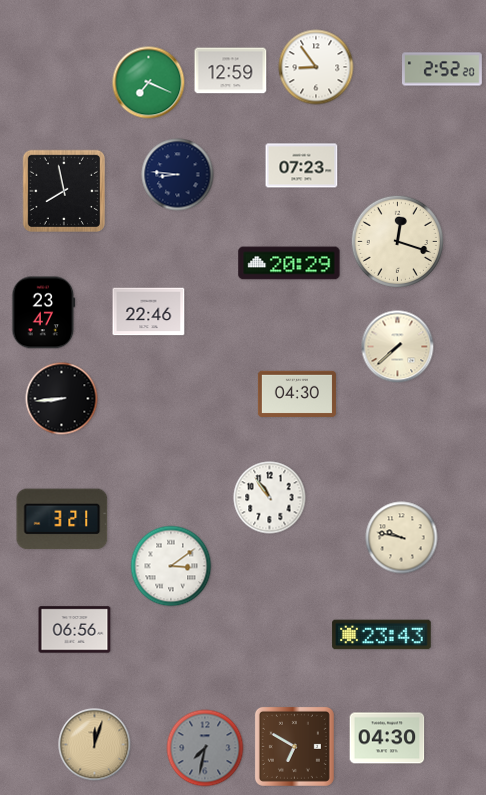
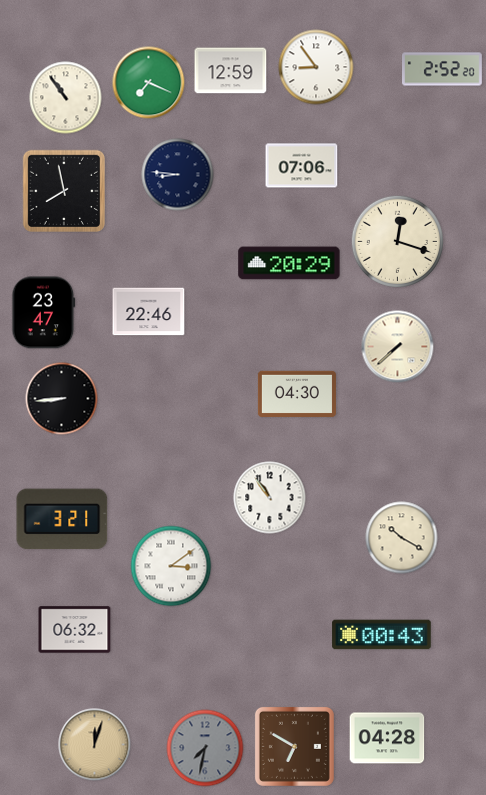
clock at (66, 98): none -> 10:54
clock at (302, 166): 07:23 -> 07:06
clock at (402, 538): 9:47 -> 10:20
clock at (75, 630): 06:56 -> 06:32
clock at (382, 635): 23:43 -> 00:43
clock at (387, 738): 04:30 -> 04:28
